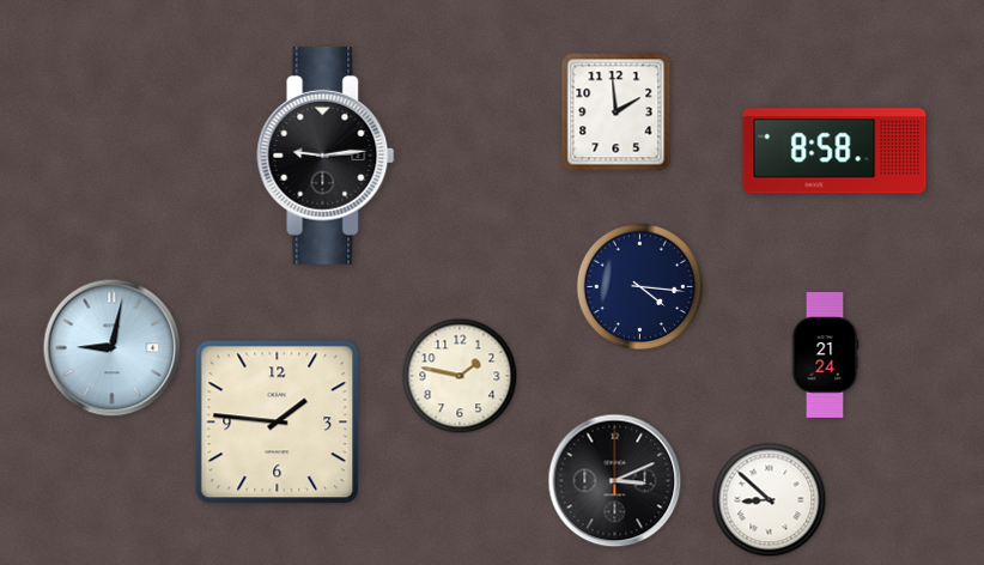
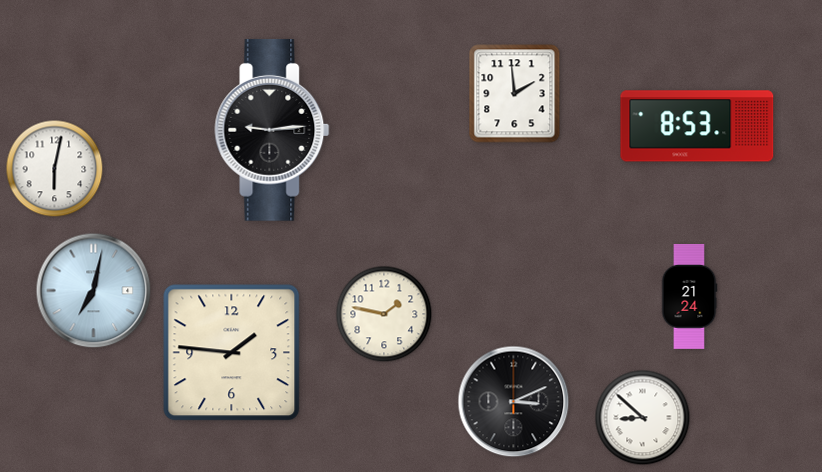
clock at (834, 151): 8:58 -> 8:53
clock at (55, 169): none -> 6:02
clock at (640, 287): 4:16 -> none
clock at (113, 348): 9:02 -> 7:02
